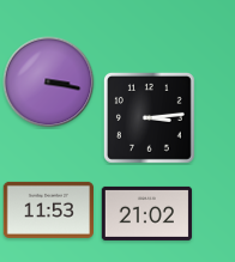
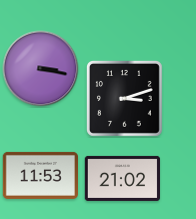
clock at (150, 118): 3:14 -> 3:12
